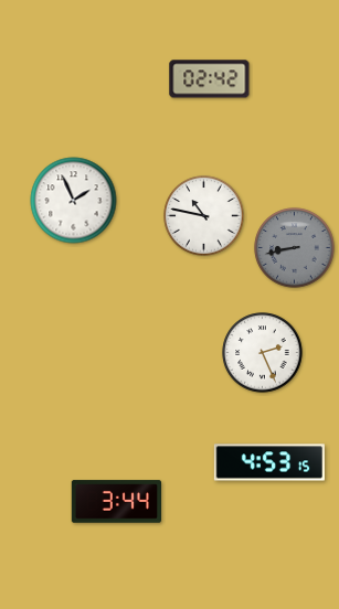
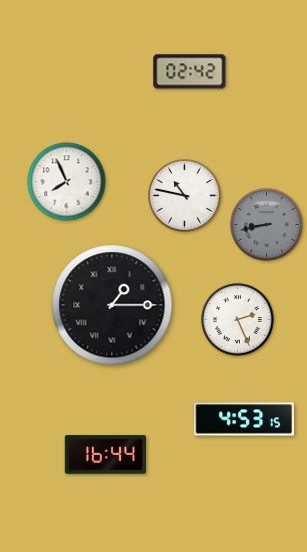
clock at (74, 201): 1:56 -> 7:56
clock at (112, 305): none -> 1:15
clock at (116, 502): 3:44 -> 16:44
